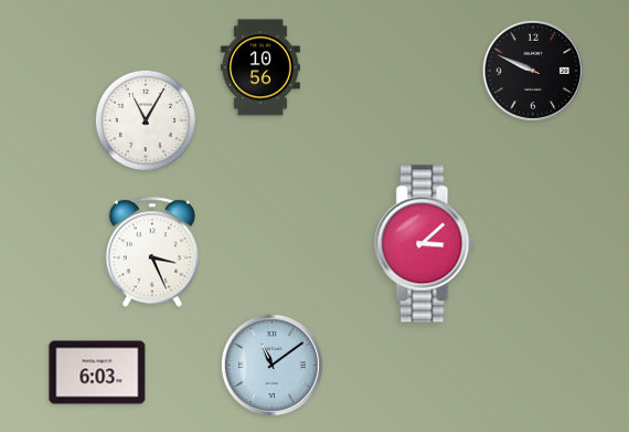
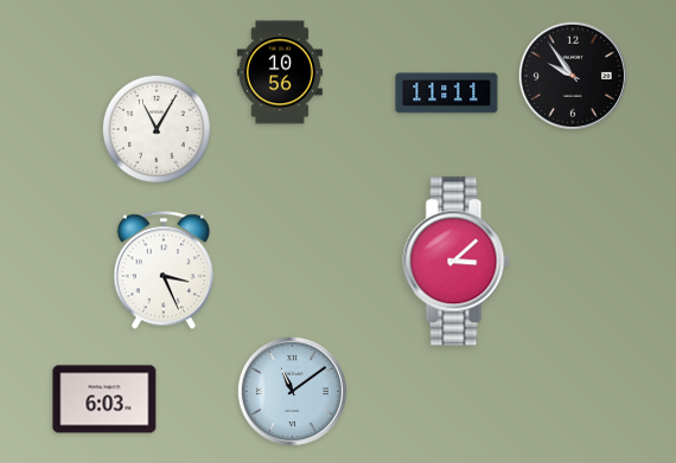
clock at (533, 71): 9:49 -> 9:54
clock at (447, 94): none -> 11:11
